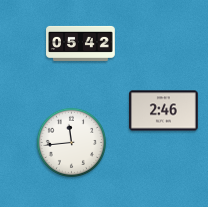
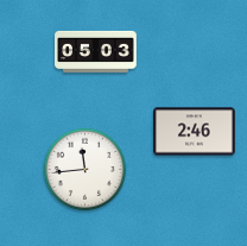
clock at (81, 43): 05:42 -> 05:03
